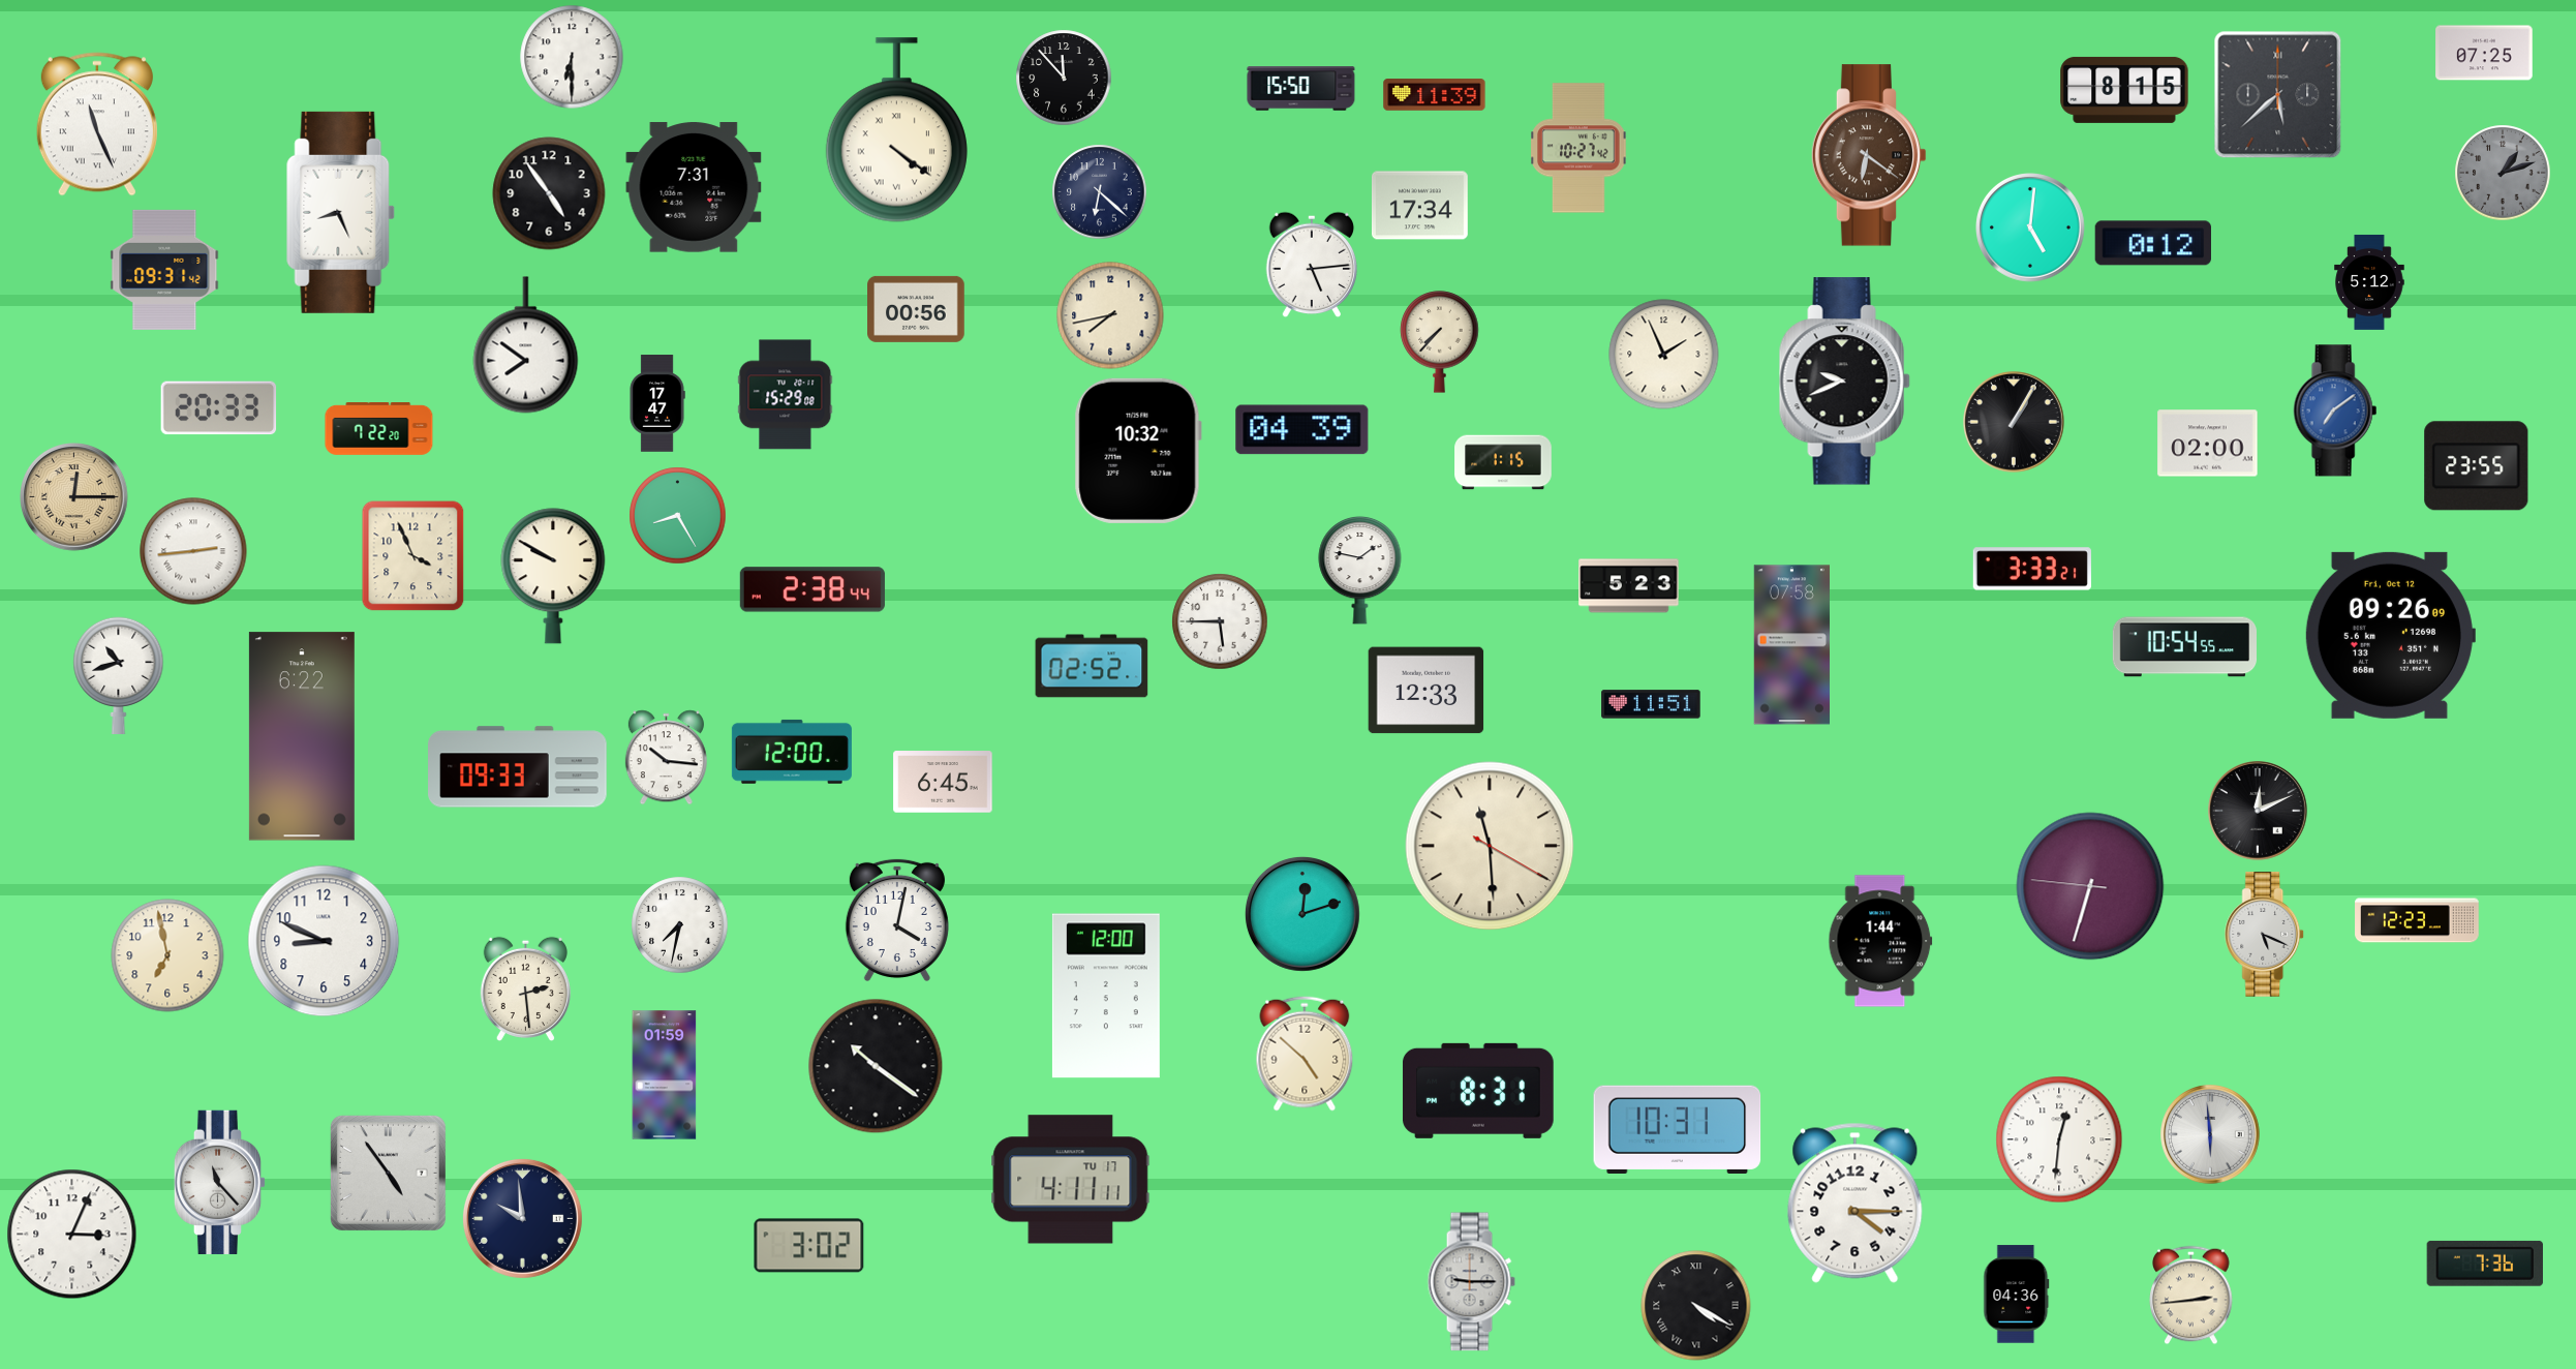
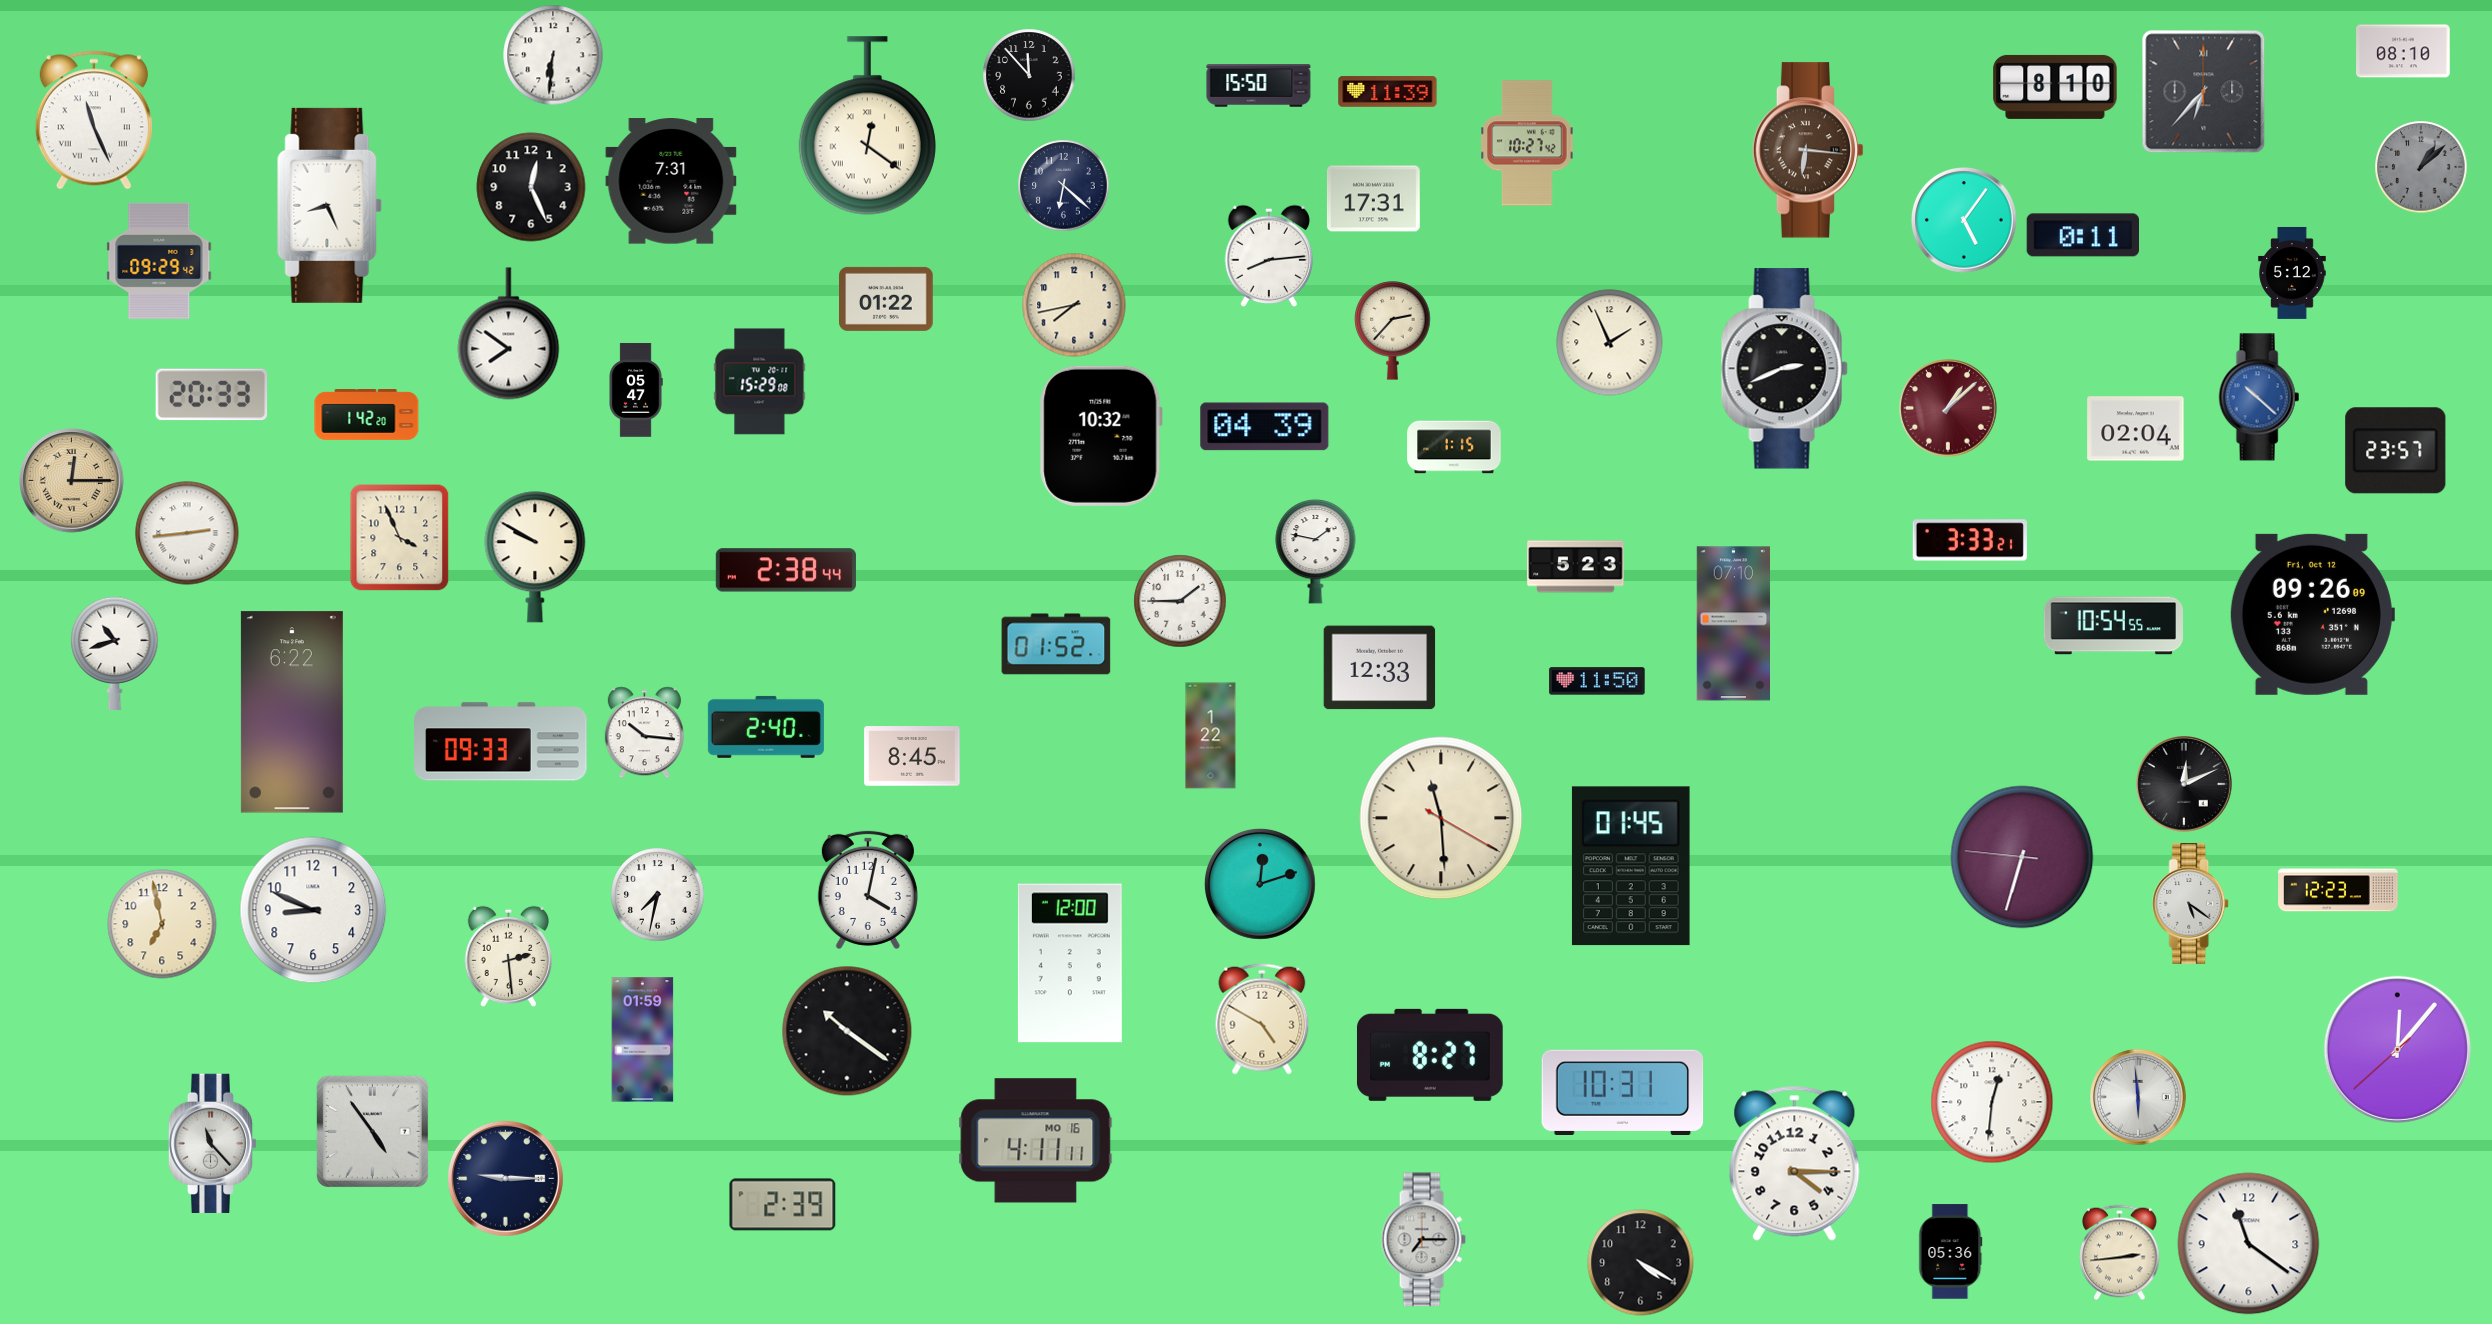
clock at (2484, 53): 07:25 -> 08:10
clock at (572, 57): 6:30 -> 6:31
clock at (2124, 90): 8:15 -> 8:10
clock at (2278, 95): 5:38 -> 6:37
clock at (896, 130): 4:21 -> 12:21
clock at (1869, 155): 6:21 -> 6:16
clock at (2503, 173): 1:12 -> 1:08
clock at (549, 193): 4:54 -> 12:26
clock at (1419, 206): 17:34 -> 17:31
clock at (2031, 229): 5:01 -> 5:06
clock at (2152, 243): 0:12 -> 0:11
clock at (1312, 265): 5:14 -> 8:14
clock at (164, 270): 09:31 -> 09:29
clock at (916, 309): 00:56 -> 01:22
clock at (1440, 342): 7:37 -> 2:37
clock at (1844, 382): 9:41 -> 2:41
clock at (657, 403): 17:47 -> 05:47
clock at (2335, 410): 7:09 -> 10:22
clock at (2014, 422): 1:05 -> 1:08
clock at (2014, 422) dial: black -> burgundy
clock at (379, 429): 7:22 -> 1:42
clock at (1302, 430) position: (1302, 430) -> (1265, 427)
clock at (2208, 444): 02:00 -> 02:04
clock at (2477, 466): 23:55 -> 23:57
clock at (678, 516): 8:25 -> none
clock at (2032, 569) position: (2032, 569) -> (1970, 540)
clock at (1220, 621): 5:45 -> 1:45
clock at (1791, 645): 07:58 -> 07:10
clock at (1092, 666): 02:52 -> 01:52
clock at (1651, 704): 11:51 -> 11:50
clock at (792, 752): 12:00 -> 2:40
clock at (1211, 736): none -> 1:22
clock at (943, 782): 6:45 -> 8:45
clock at (1631, 866): none -> 01:45
clock at (2265, 935): 5:19 -> 5:21
clock at (1880, 941): 1:44 -> none
clock at (1305, 1054): 4:52 -> 4:50
clock at (2397, 1049): none -> 12:06
clock at (1478, 1091): 8:31 -> 8:27
clock at (388, 1173) position: (388, 1173) -> (372, 1131)
clock at (1071, 1180) date: TU 17 -> MO 16
clock at (522, 1218): 9:59 -> 9:15
clock at (72, 1235): 3:04 -> none
clock at (809, 1246): 3:02 -> 2:39
clock at (2485, 1264): 7:36 -> none
clock at (1471, 1282): 9:15 -> 7:15
clock at (2249, 1244): none -> 11:21
clock at (2017, 1295): 04:36 -> 05:36
clock at (1696, 1306) numerals: Roman -> Arabic
